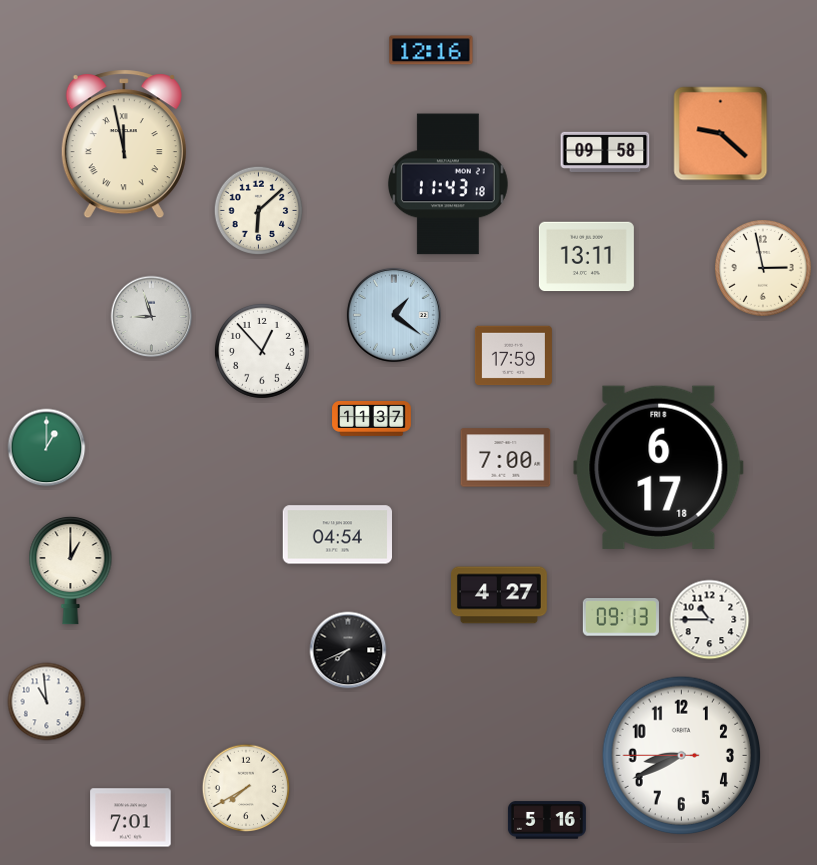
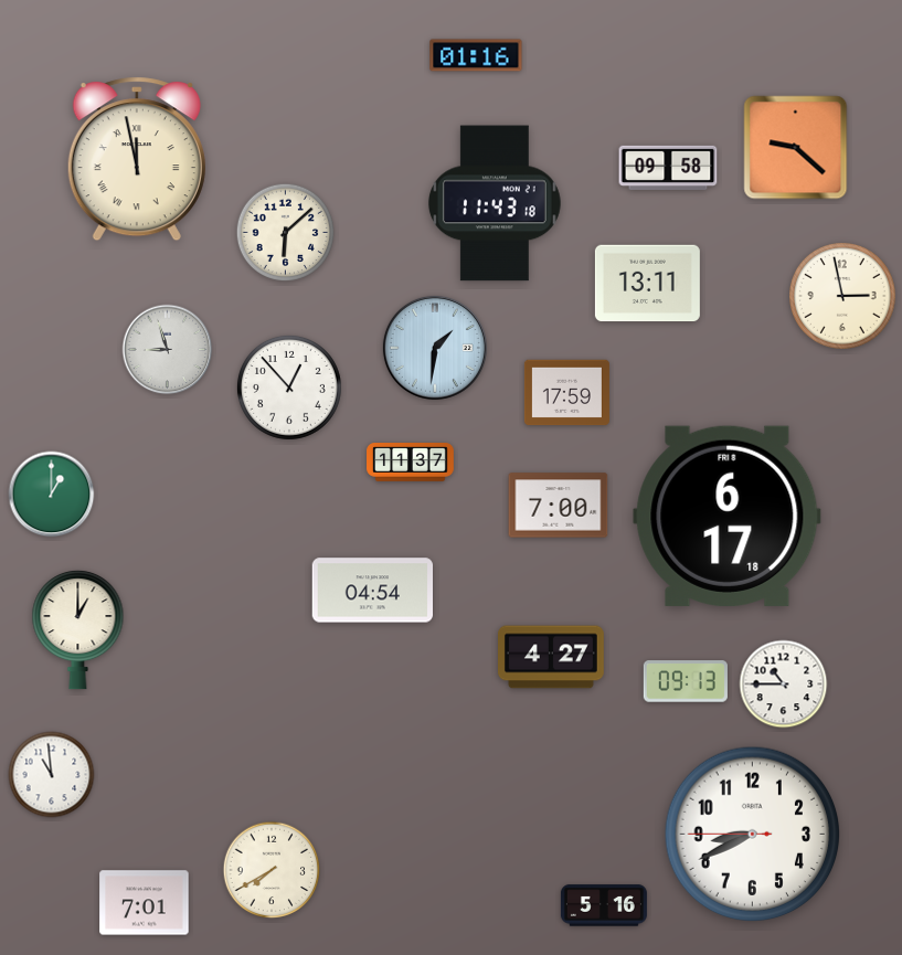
clock at (431, 50): 12:16 -> 01:16
clock at (394, 315): 1:21 -> 1:31
clock at (348, 650): 7:41 -> none
